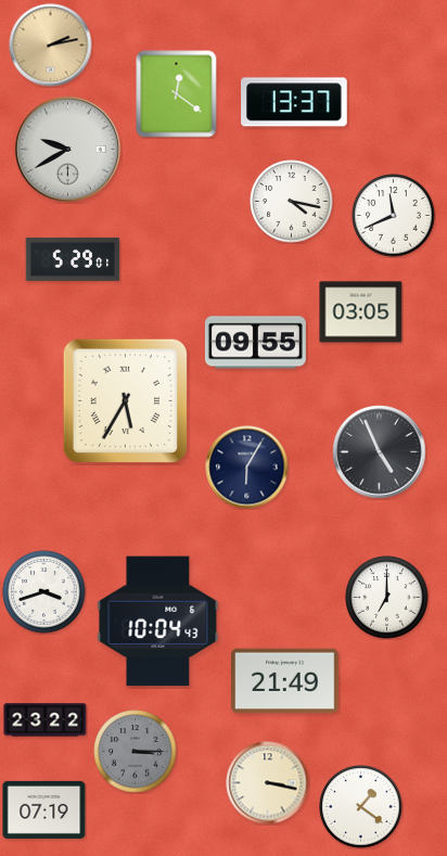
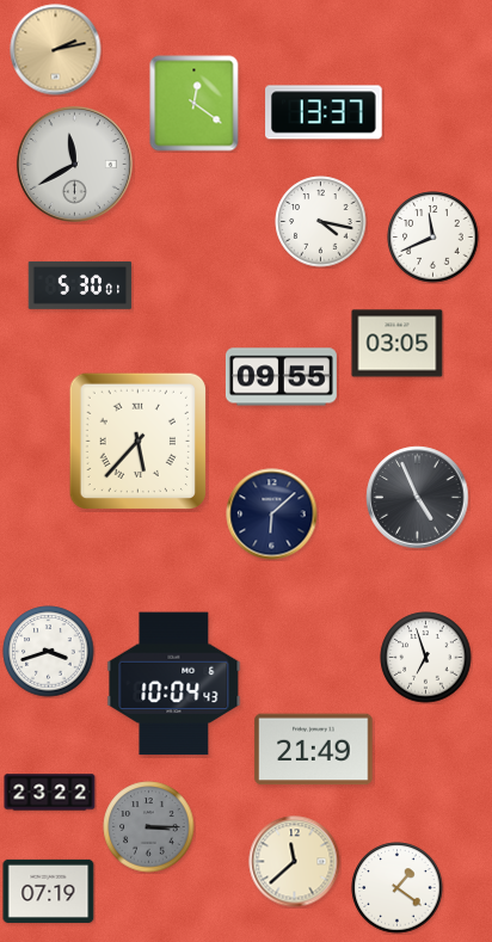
clock at (67, 149): 9:40 -> 11:40
clock at (73, 259): 5:29 -> 5:30
clock at (125, 400): 5:35 -> 5:37
clock at (247, 468): 6:05 -> 6:08
clock at (387, 598): 7:00 -> 6:57
clock at (268, 783): 3:17 -> 11:38
